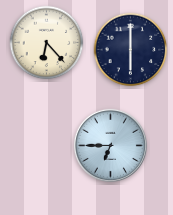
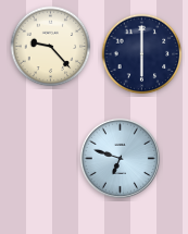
clock at (47, 43): 6:23 -> 9:23
clock at (110, 145): 6:45 -> 6:48
